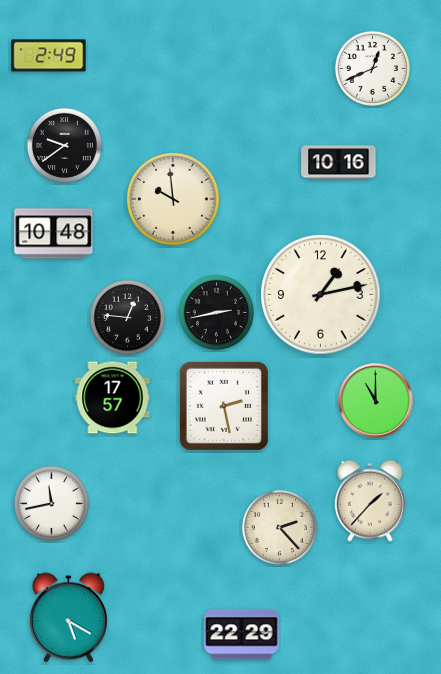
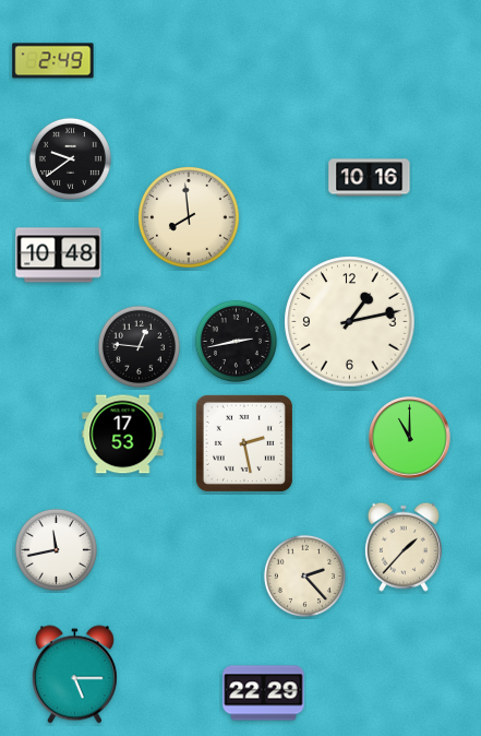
clock at (372, 68): 12:41 -> none
clock at (173, 199): 9:59 -> 7:59
clock at (113, 398): 17:57 -> 17:53
clock at (68, 618): 5:20 -> 5:15
